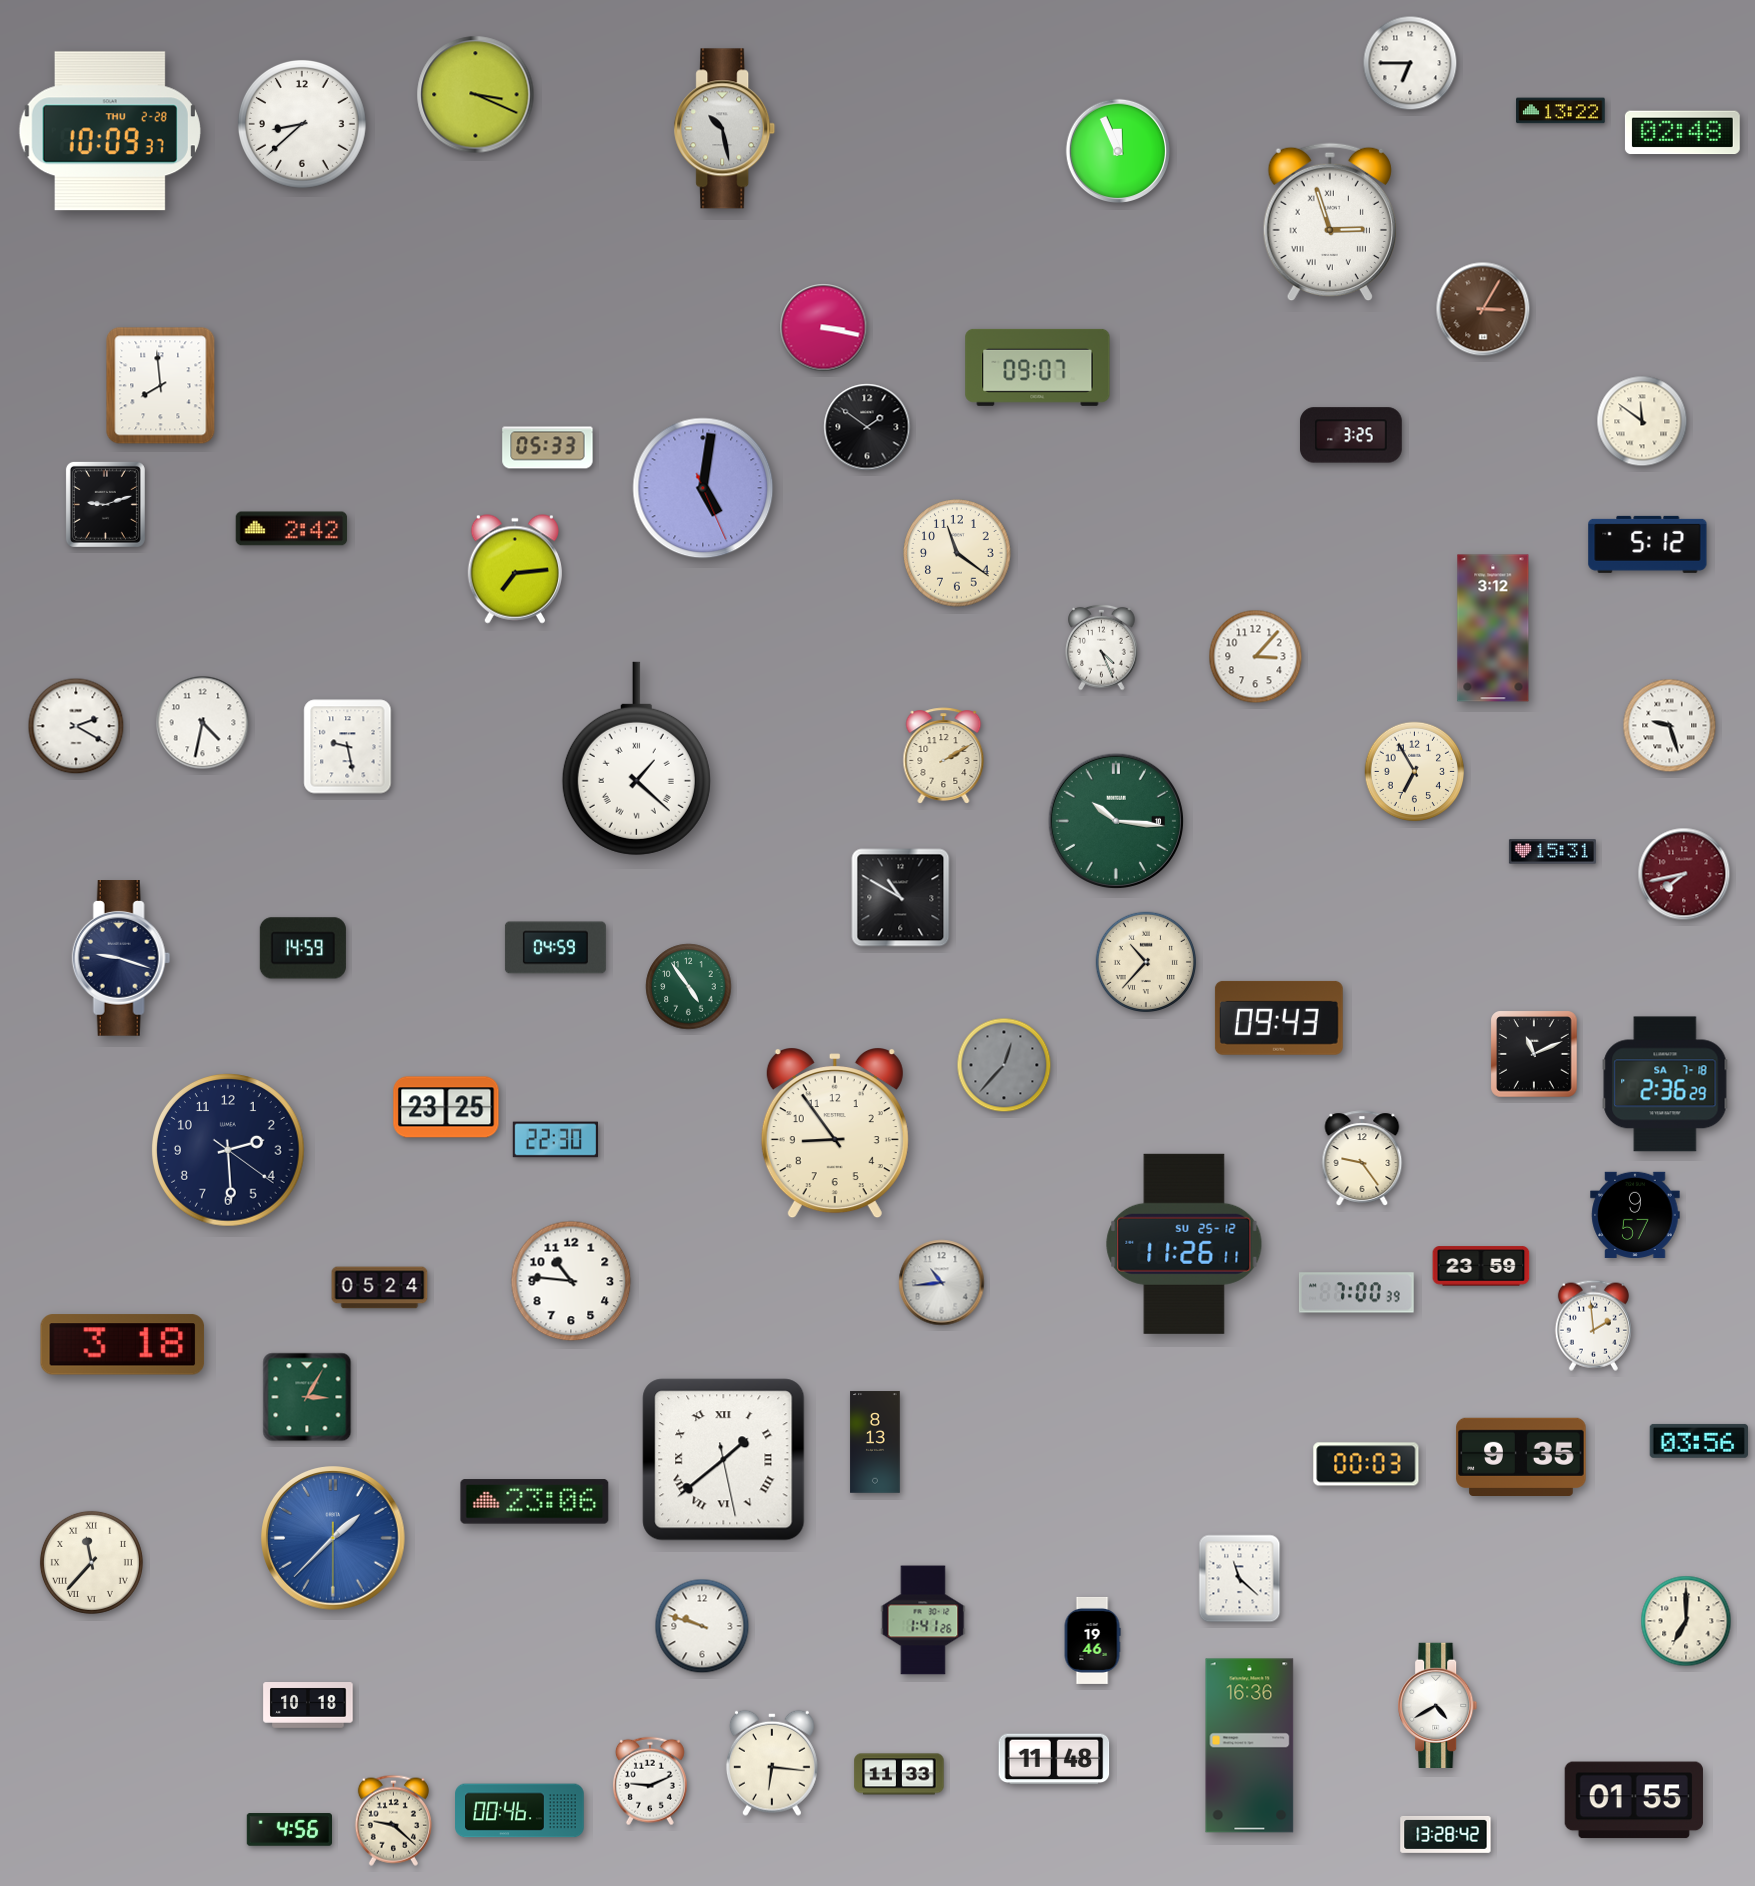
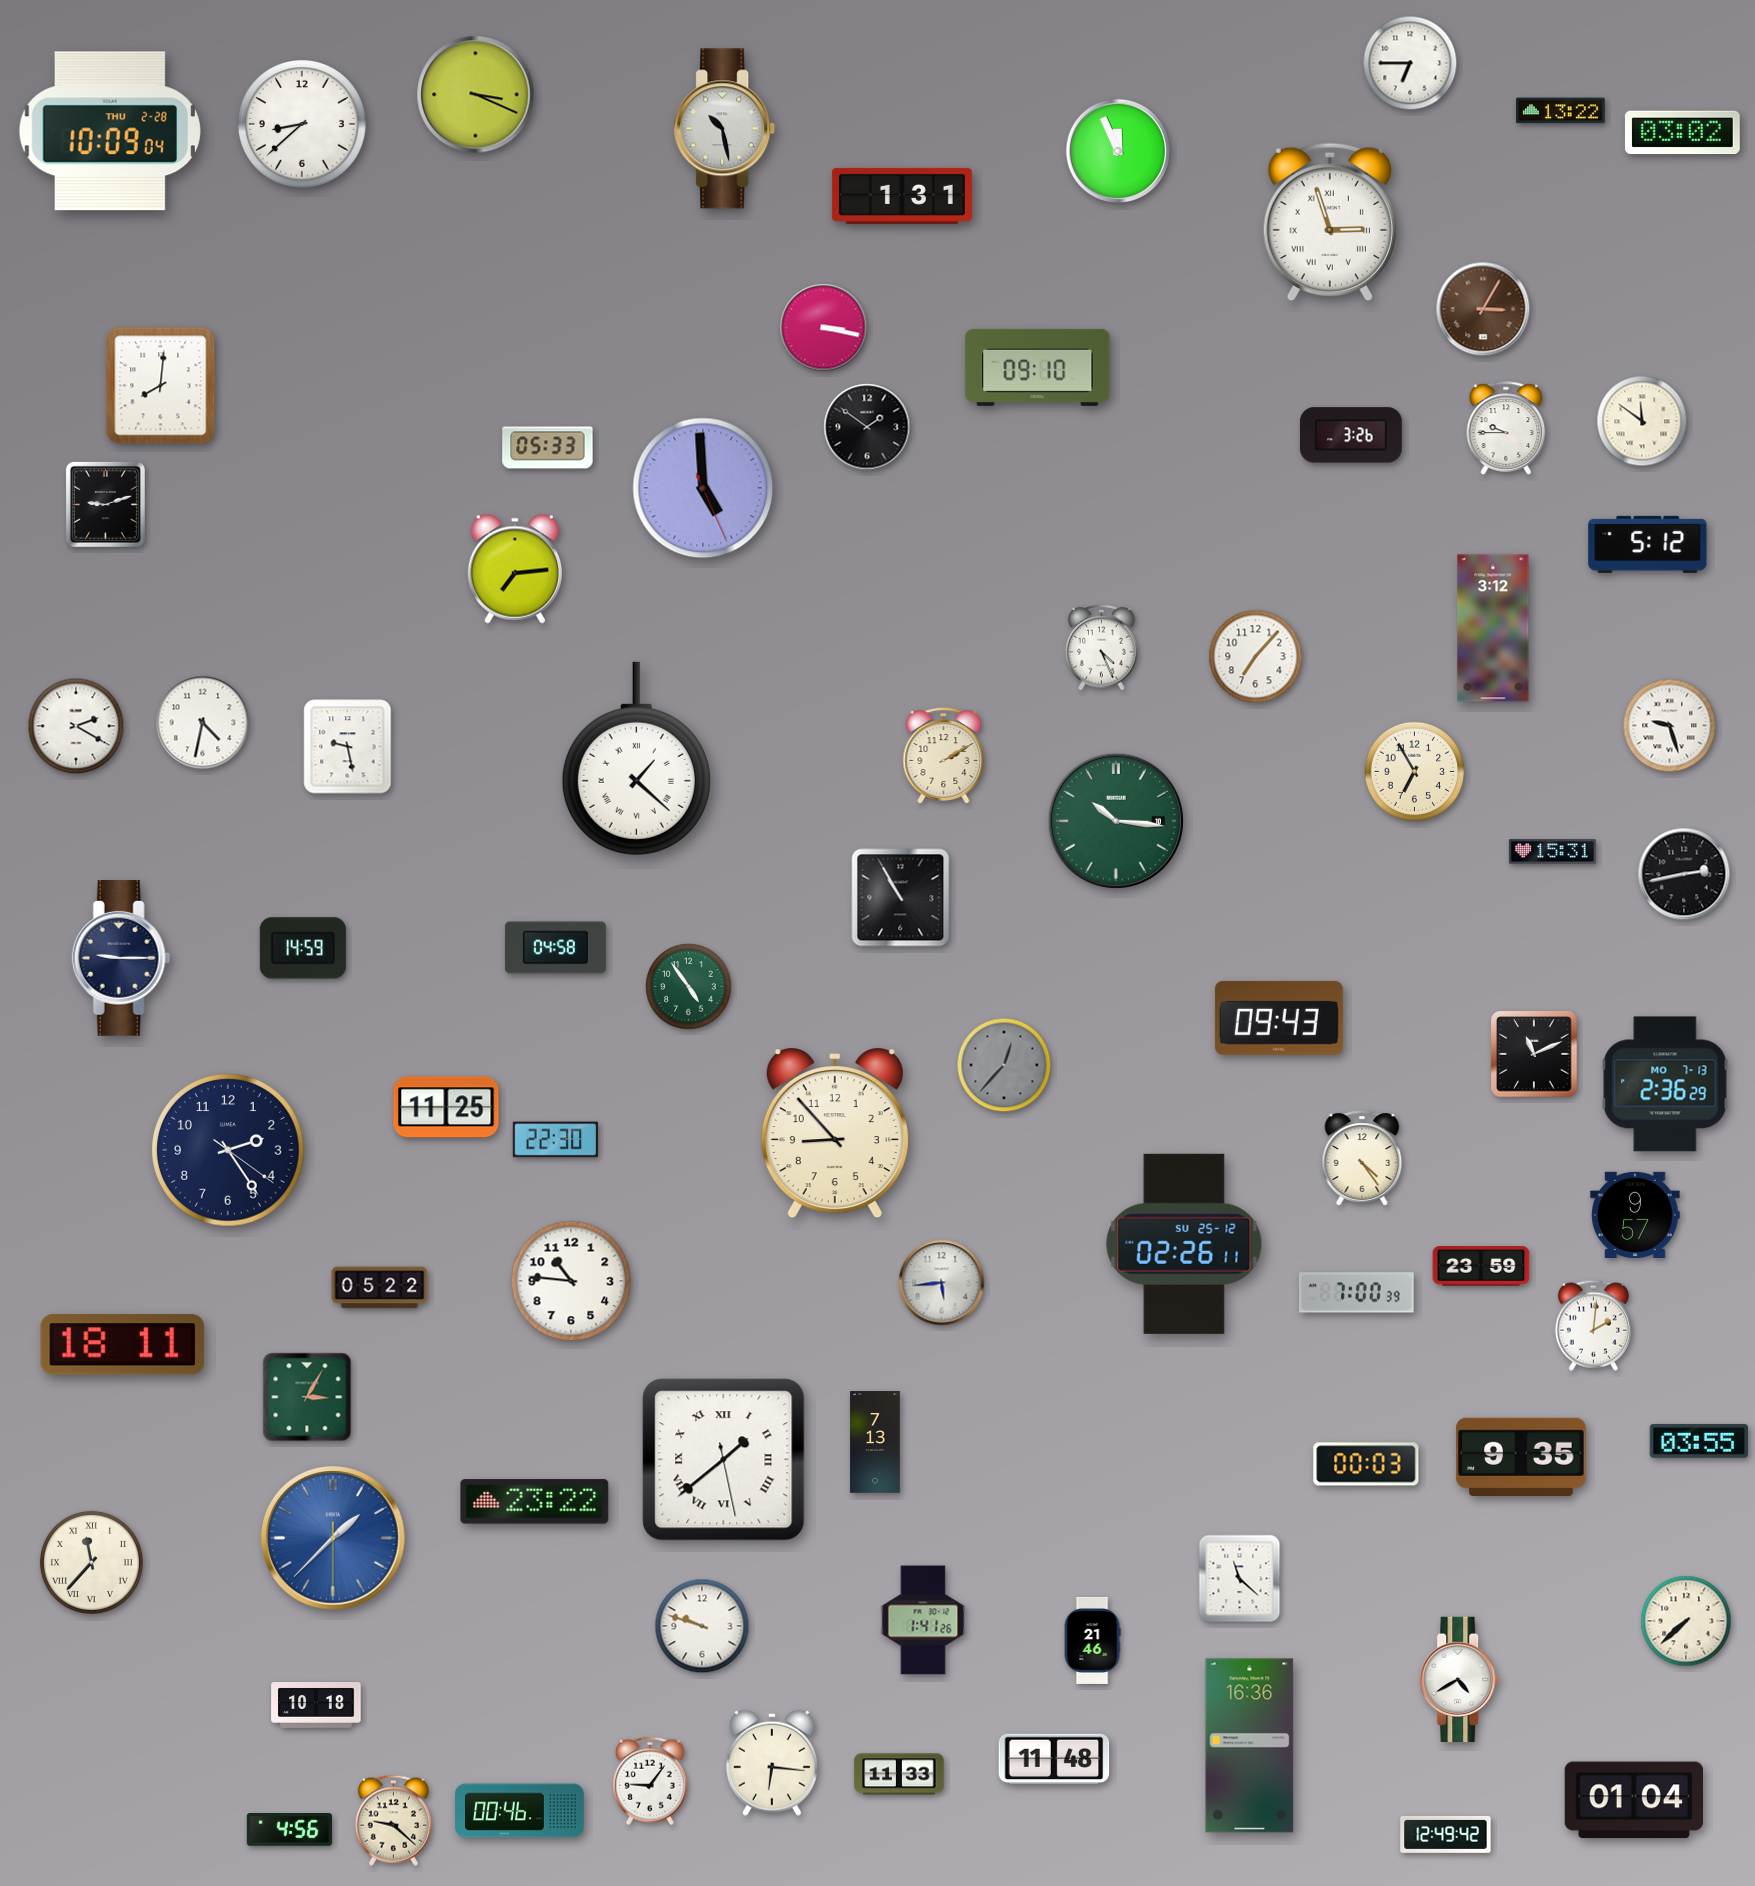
clock at (110, 131): 10:09:37 -> 10:09:04
clock at (1682, 133): 02:48 -> 03:02
clock at (902, 196): none -> 1:31
clock at (1038, 367): 09:07 -> 09:10
clock at (161, 386): 7:59 -> 8:01
clock at (1506, 428): none -> 9:45
clock at (1352, 435): 3:25 -> 3:26
clock at (703, 488): 5:01 -> 4:59
clock at (292, 529): 2:42 -> none
clock at (957, 553): 11:21 -> none
clock at (1256, 657): 3:07 -> 7:07
clock at (1684, 874): 7:43 -> 2:43
clock at (1684, 874) dial: burgundy -> black
clock at (901, 898): 10:50 -> 10:55
clock at (555, 948): 04:59 -> 04:58
clock at (121, 958): 9:18 -> 9:15
clock at (1145, 961): 10:37 -> none
clock at (1665, 1084) date: SA 7-18 -> MO 7-13
clock at (446, 1107): 23:25 -> 11:25
clock at (835, 1133): 8:54 -> 8:53
clock at (229, 1151): 2:29 -> 2:24
clock at (1362, 1158): 9:24 -> 4:24
clock at (1184, 1244): 11:26 -> 02:26
clock at (942, 1283): 10:44 -> 5:44
clock at (380, 1288): 05:24 -> 05:22
clock at (1593, 1325): 1:59 -> 2:01
clock at (123, 1345): 3:18 -> 18:11
clock at (1698, 1441): 03:56 -> 03:55
clock at (875, 1442): 8:13 -> 7:13
clock at (535, 1502): 23:06 -> 23:22
clock at (1686, 1621): 7:00 -> 7:38
clock at (1092, 1640): 19:46 -> 21:46
clock at (1438, 1705) position: (1438, 1705) -> (1460, 1679)
clock at (308, 1706) position: (308, 1706) -> (316, 1706)
clock at (650, 1781): 9:11 -> 9:06
clock at (1634, 1800): 01:55 -> 01:04
clock at (1446, 1834): 13:28 -> 12:49
